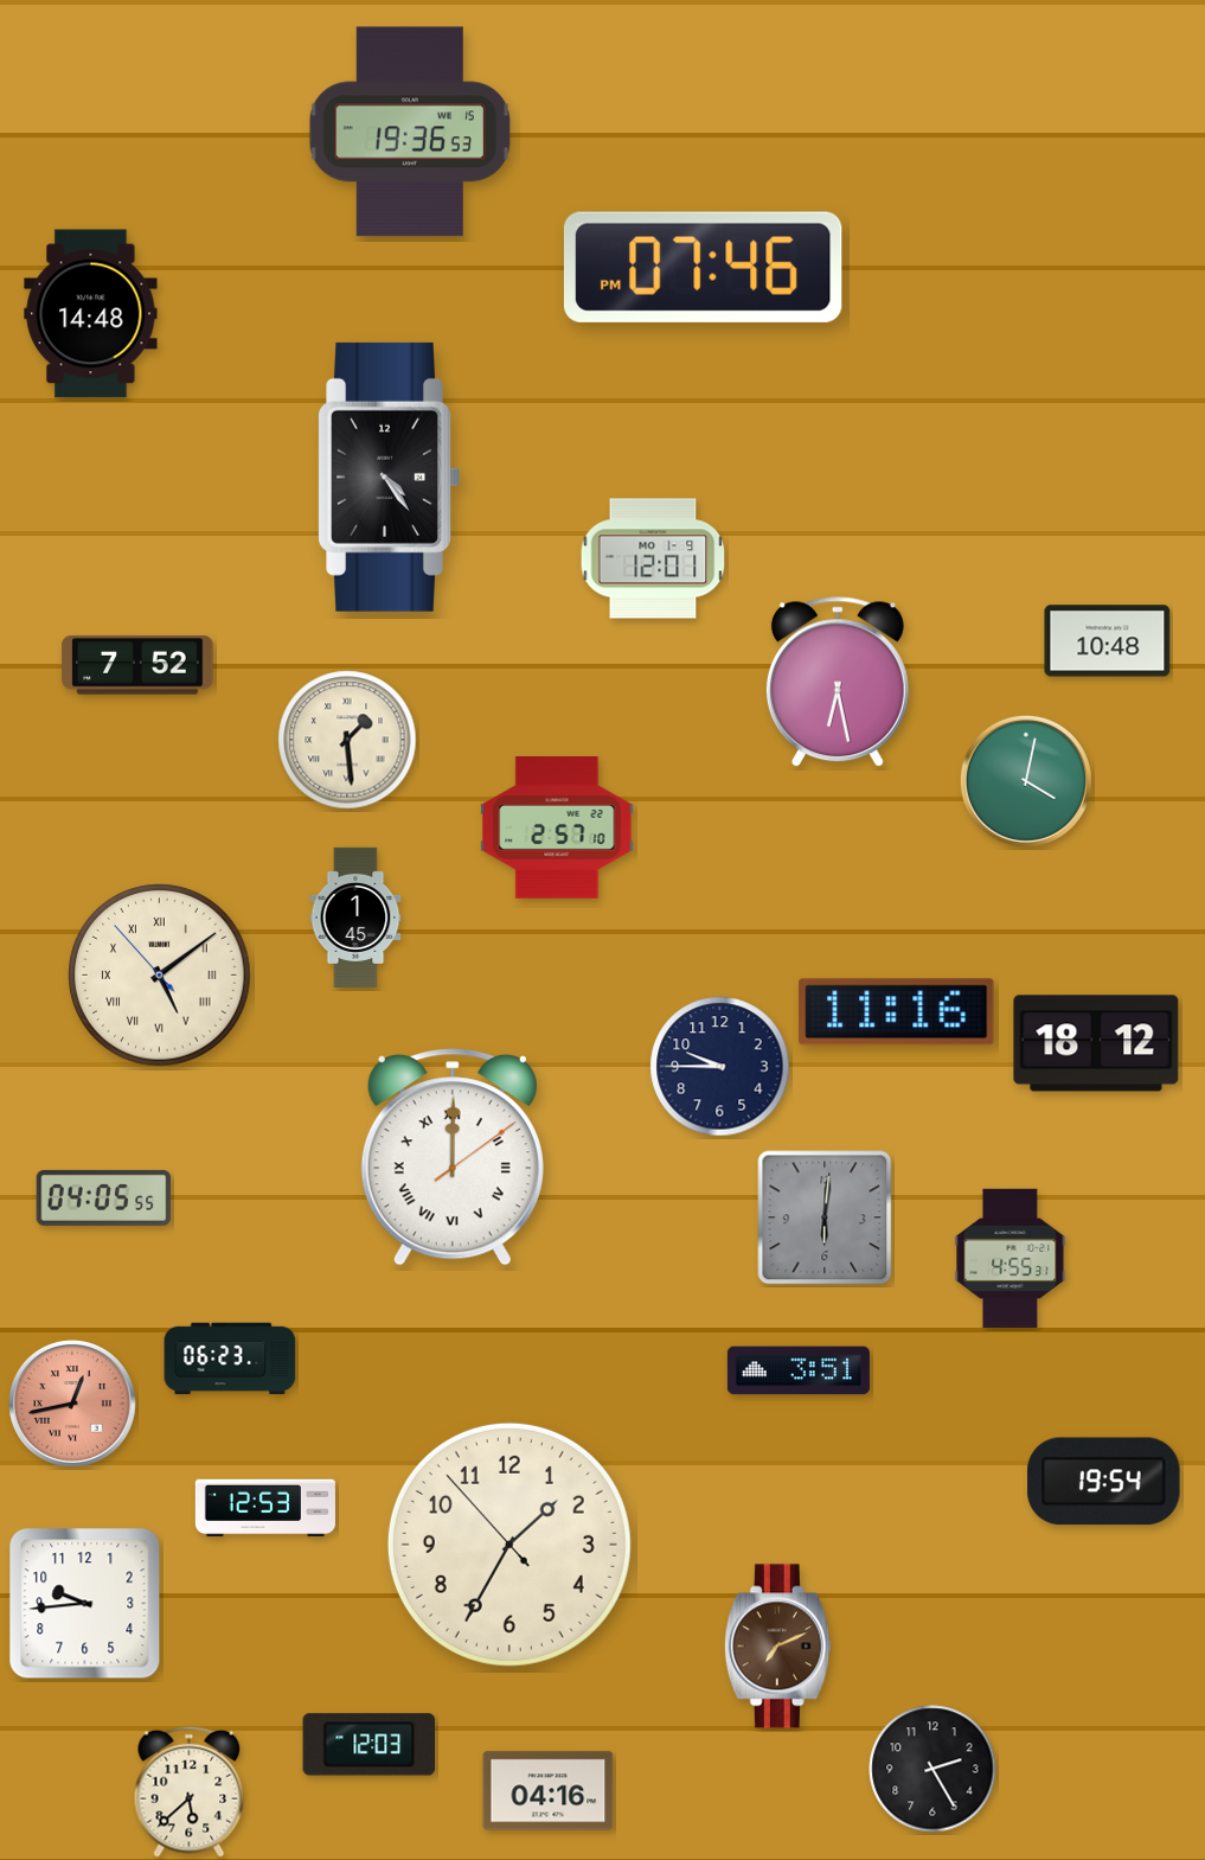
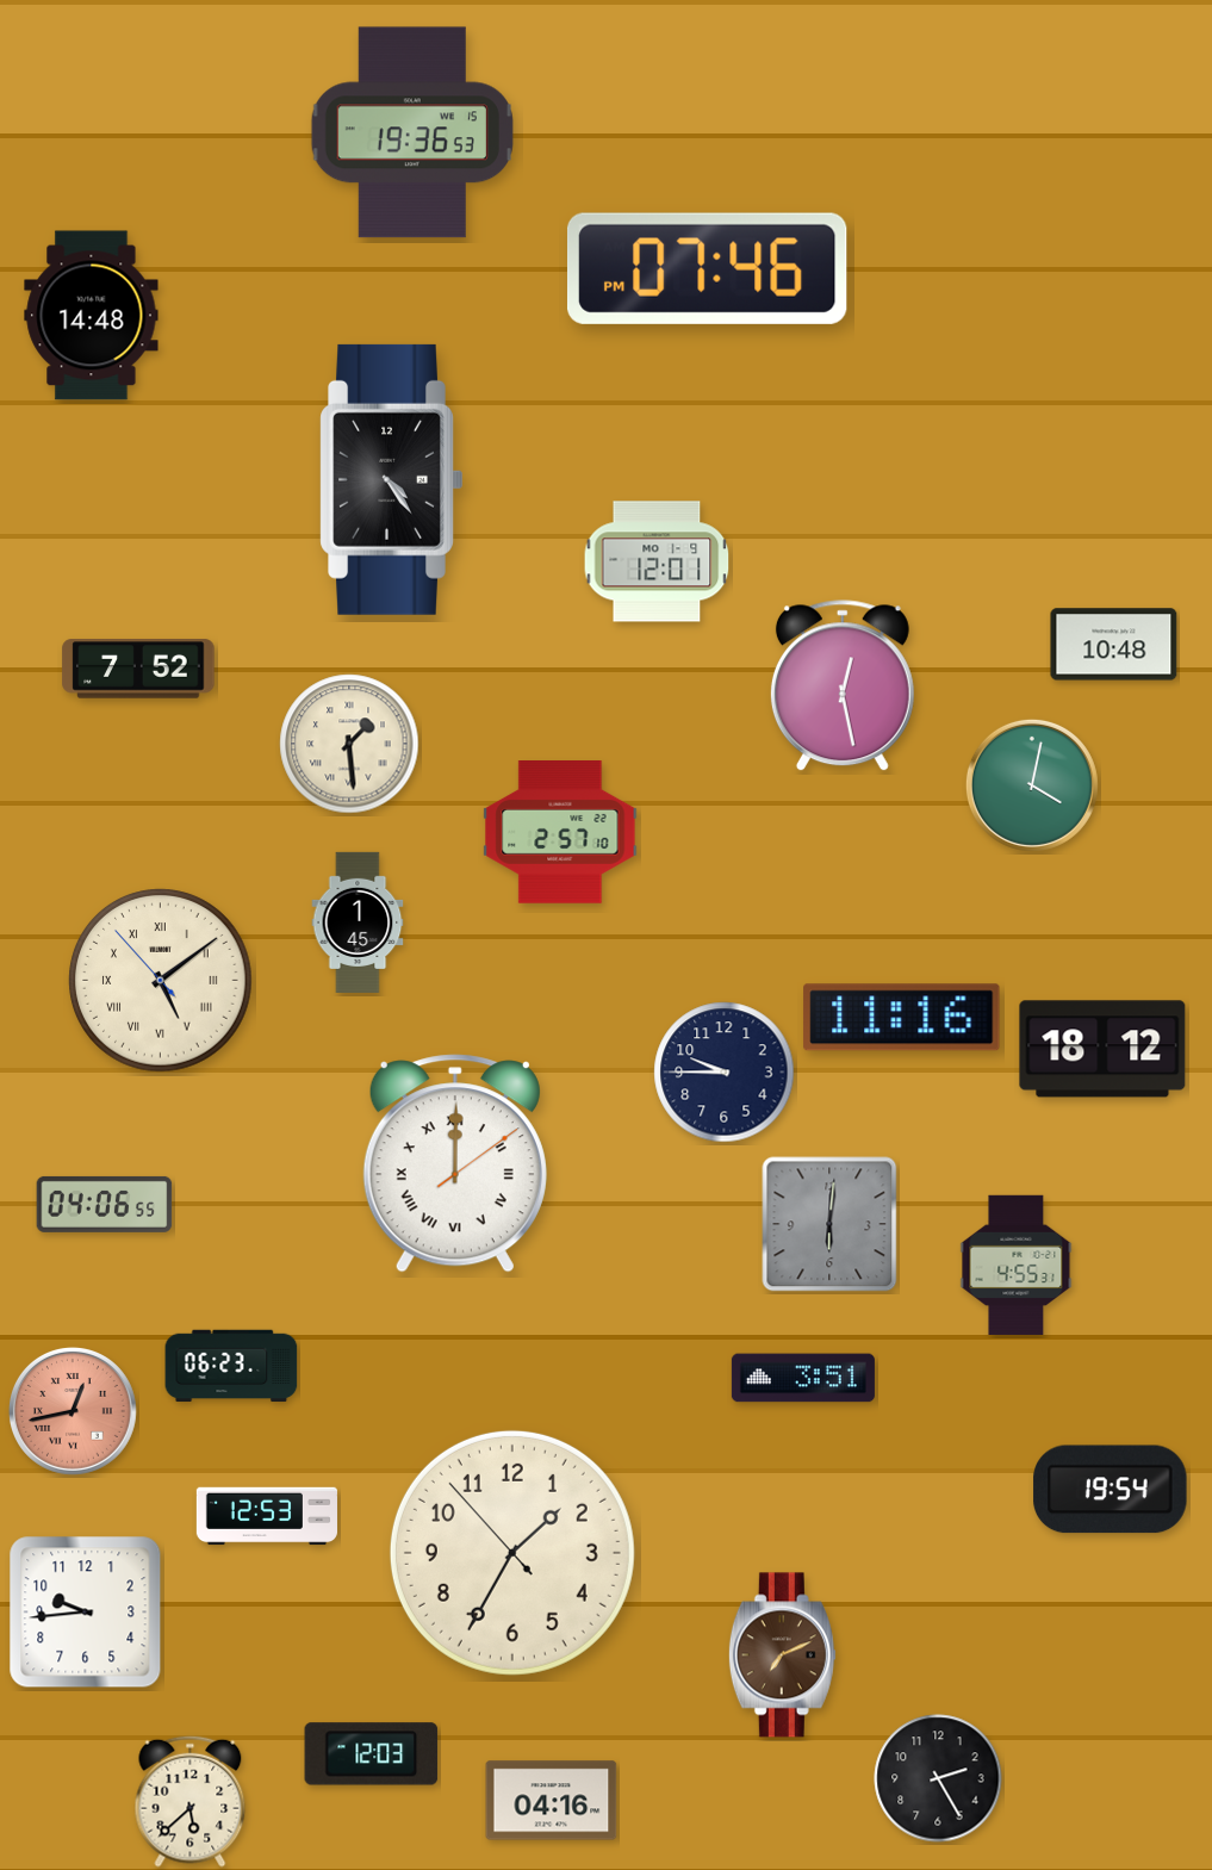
clock at (838, 683): 6:28 -> 12:28
clock at (104, 1197): 04:05 -> 04:06
